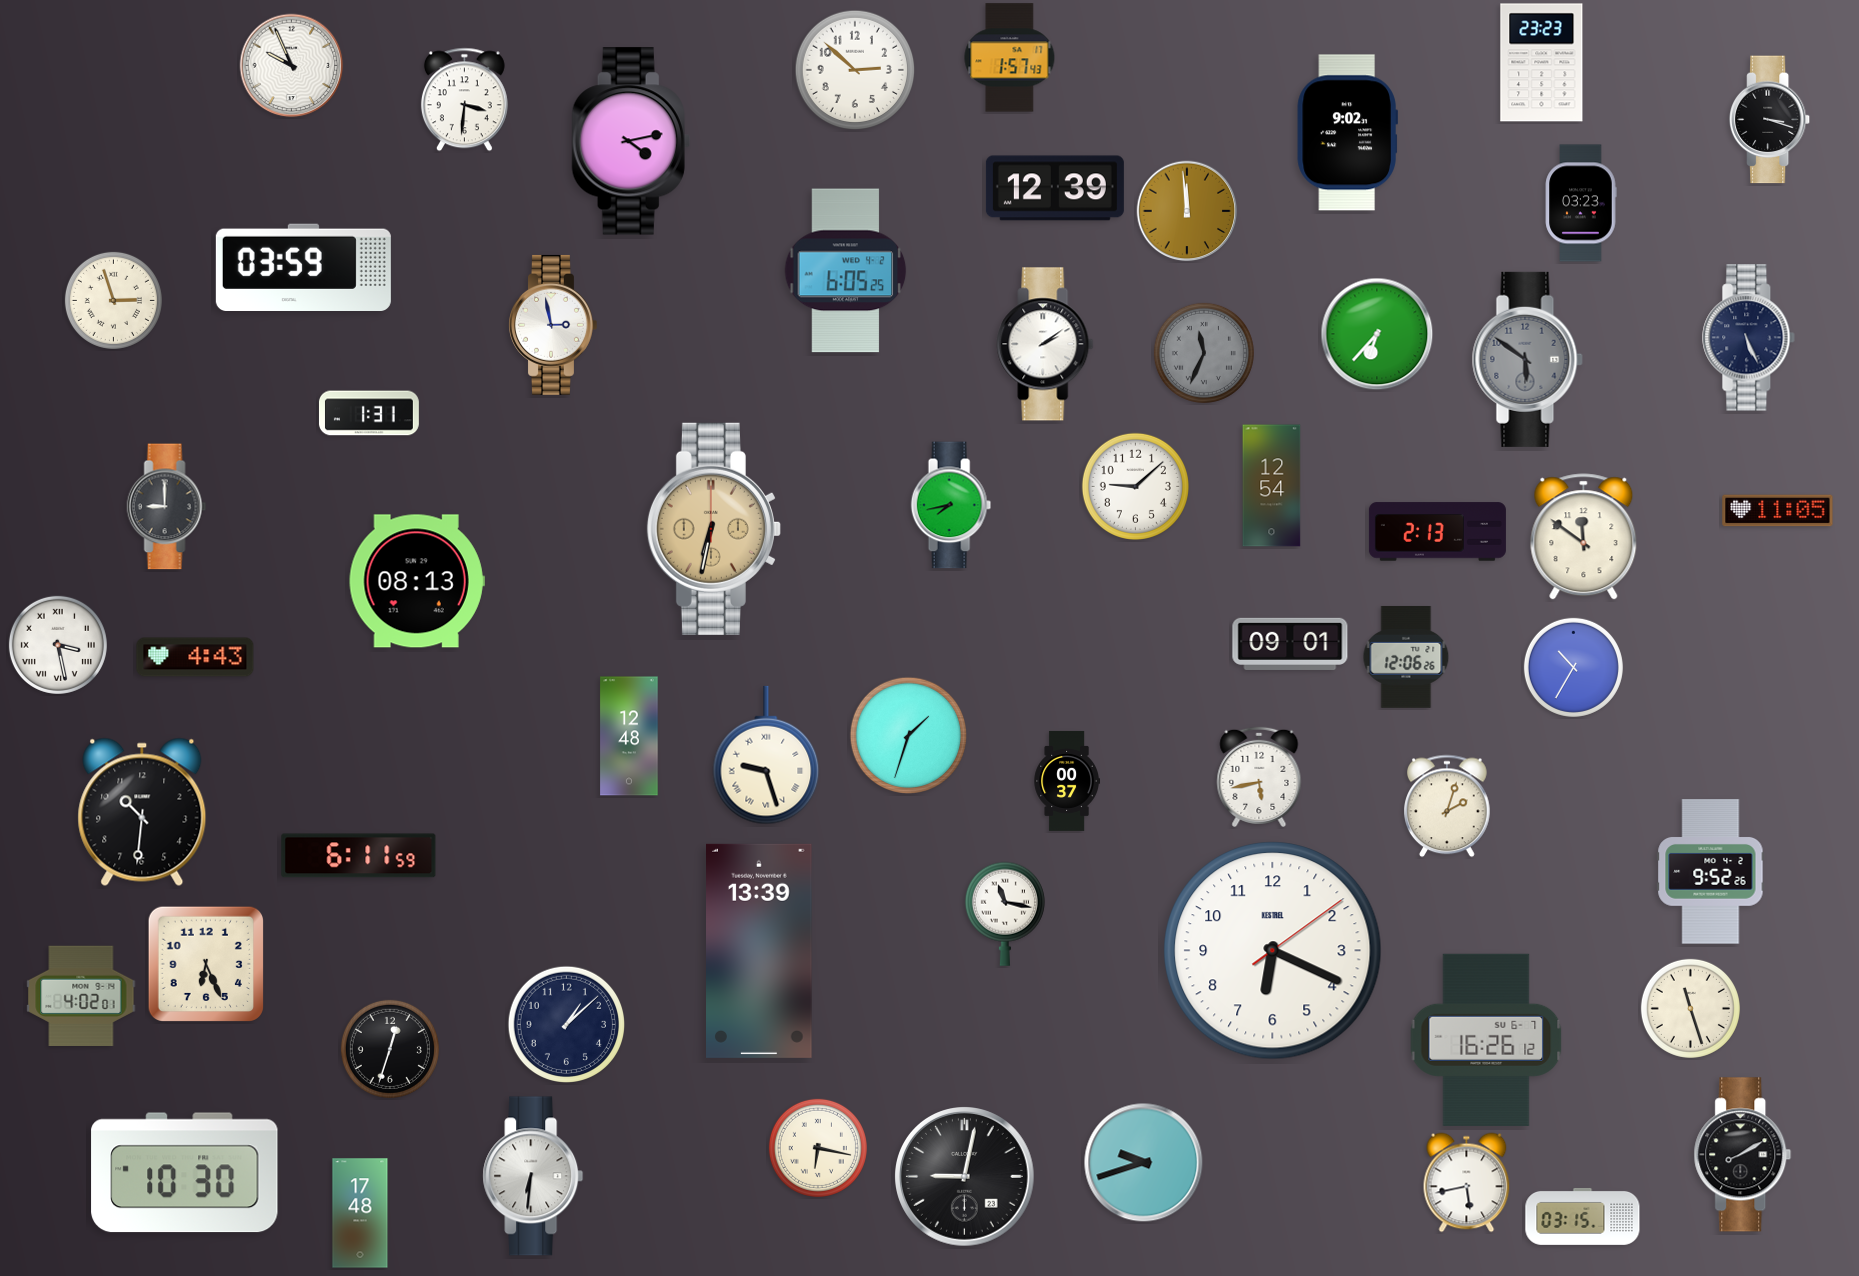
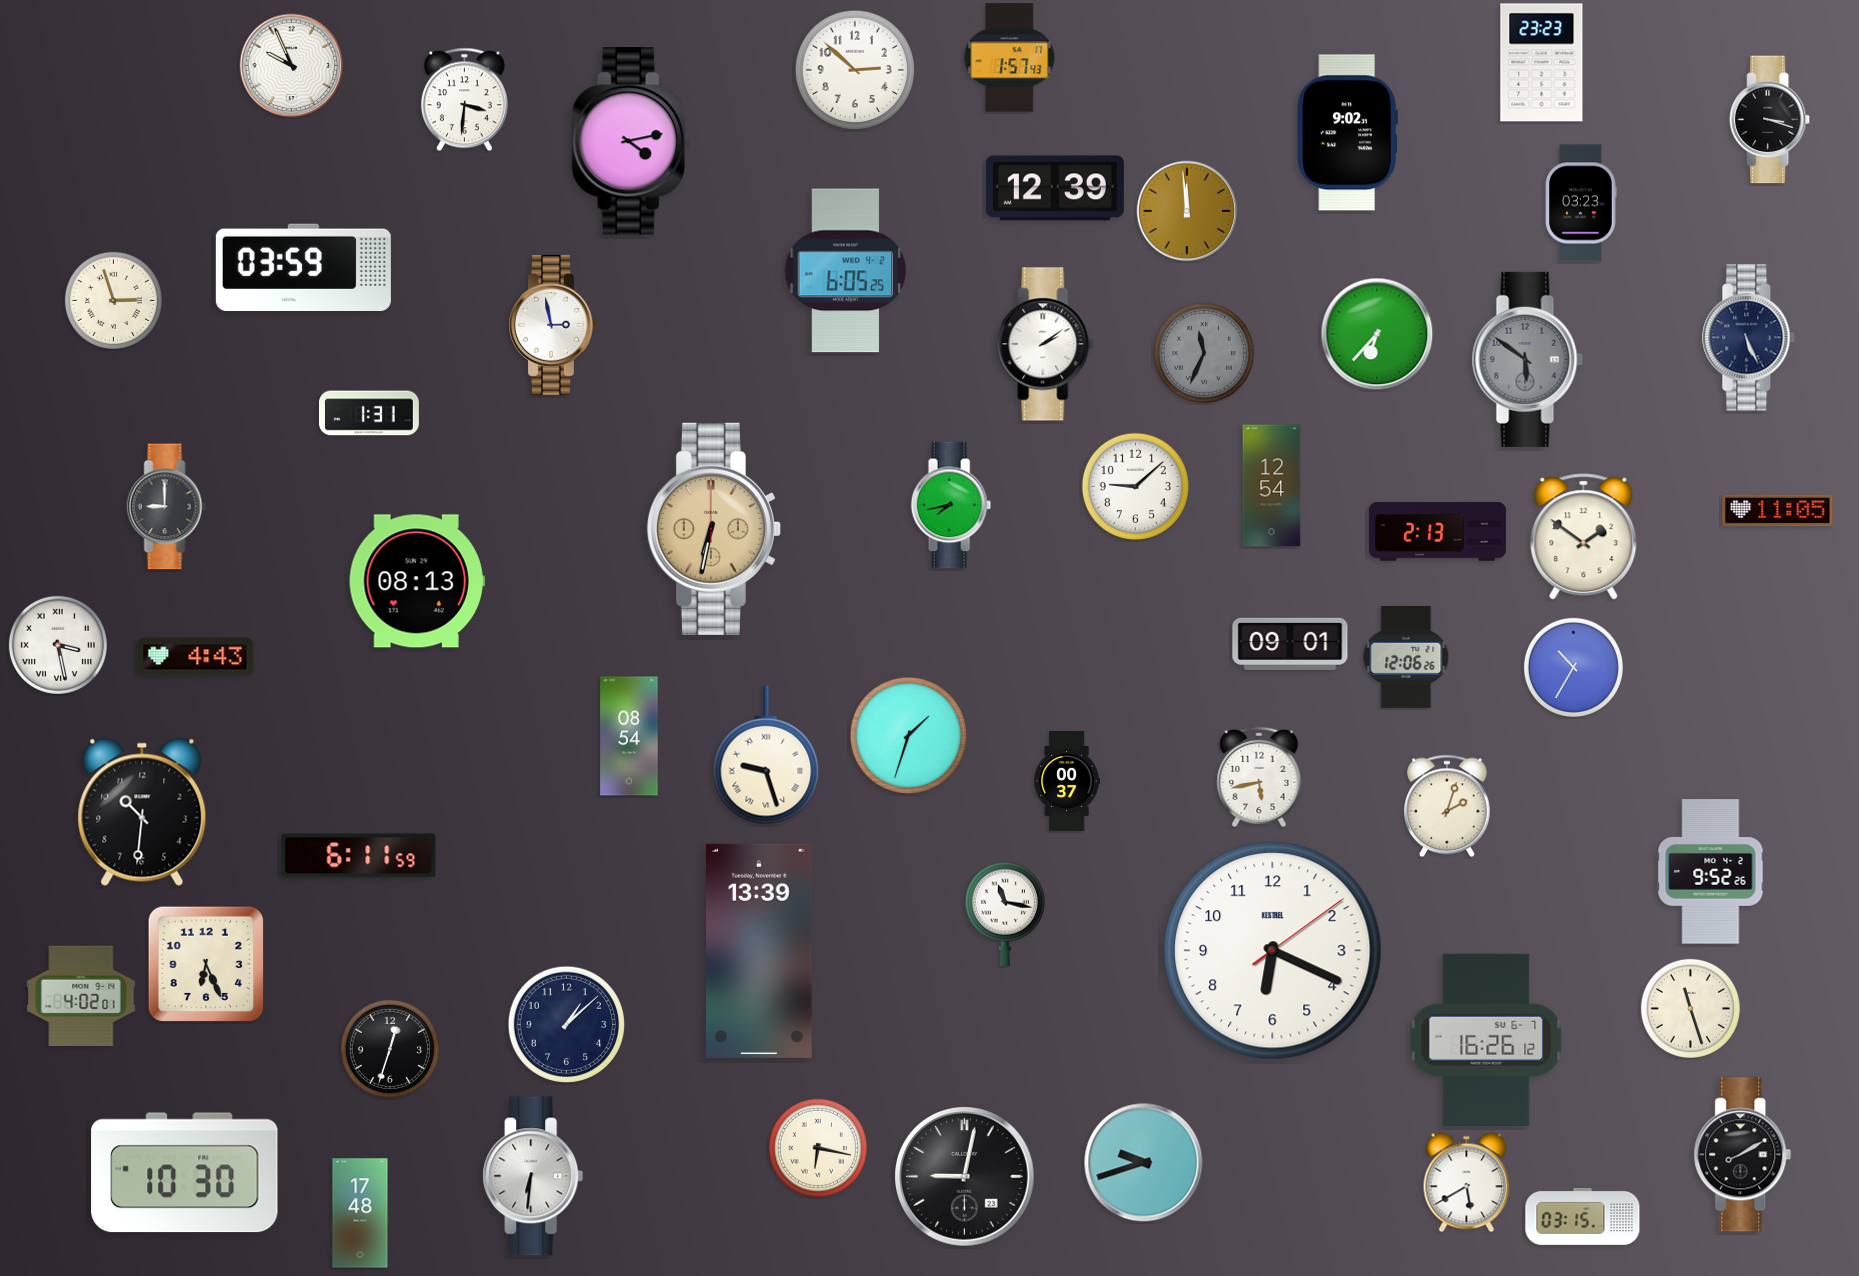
clock at (1584, 537): 11:51 -> 1:51
clock at (629, 736): 12:48 -> 08:54
clock at (1467, 1183): 5:43 -> 5:40
